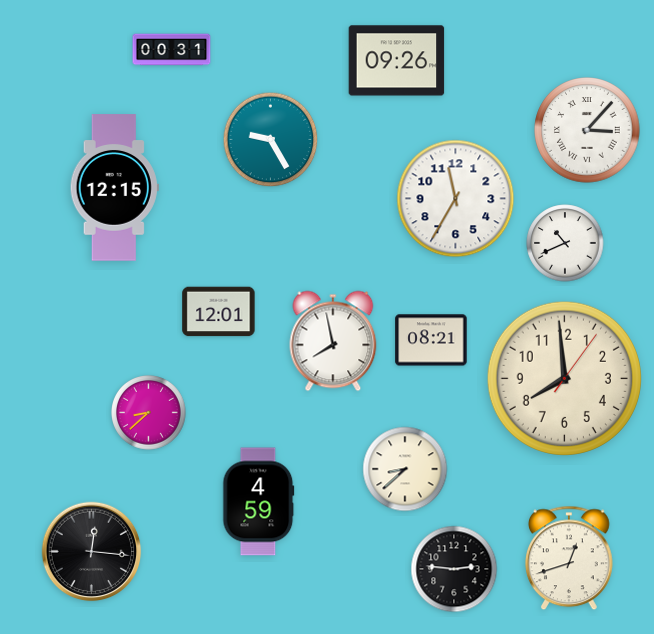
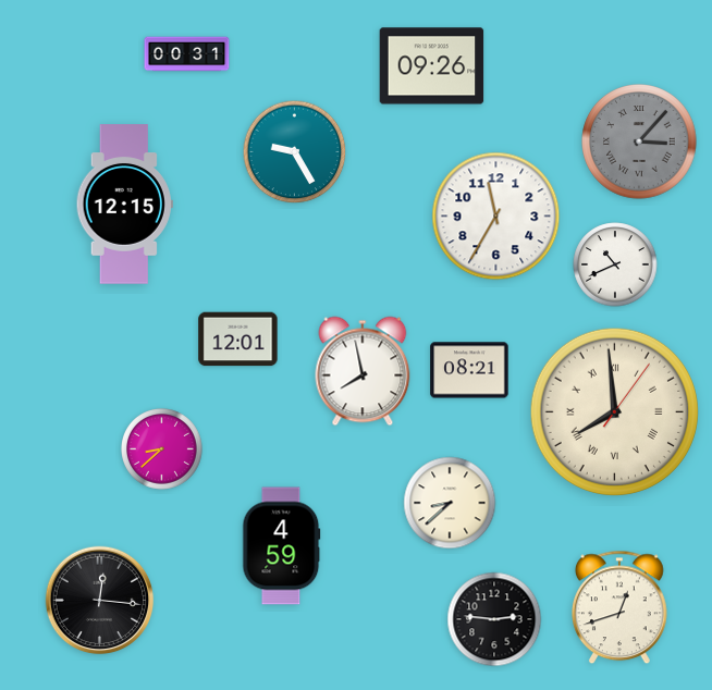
clock at (587, 130) dial: white -> grey
clock at (564, 378) numerals: Arabic -> Roman
clock at (405, 469) position: (405, 469) -> (450, 503)
